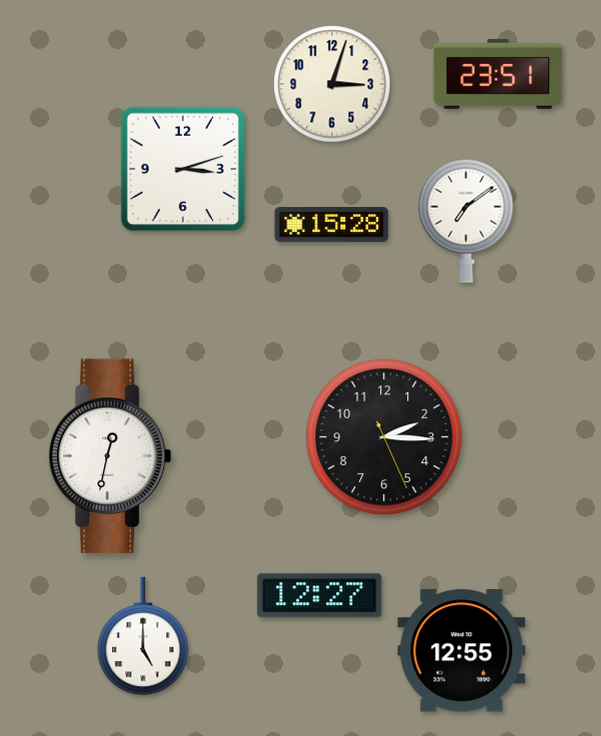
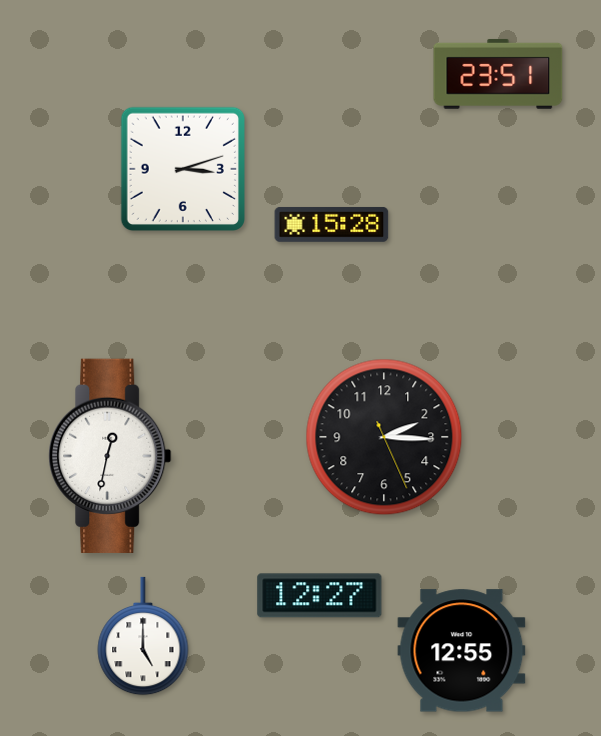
clock at (332, 84): 3:03 -> none
clock at (466, 221): 7:09 -> none
